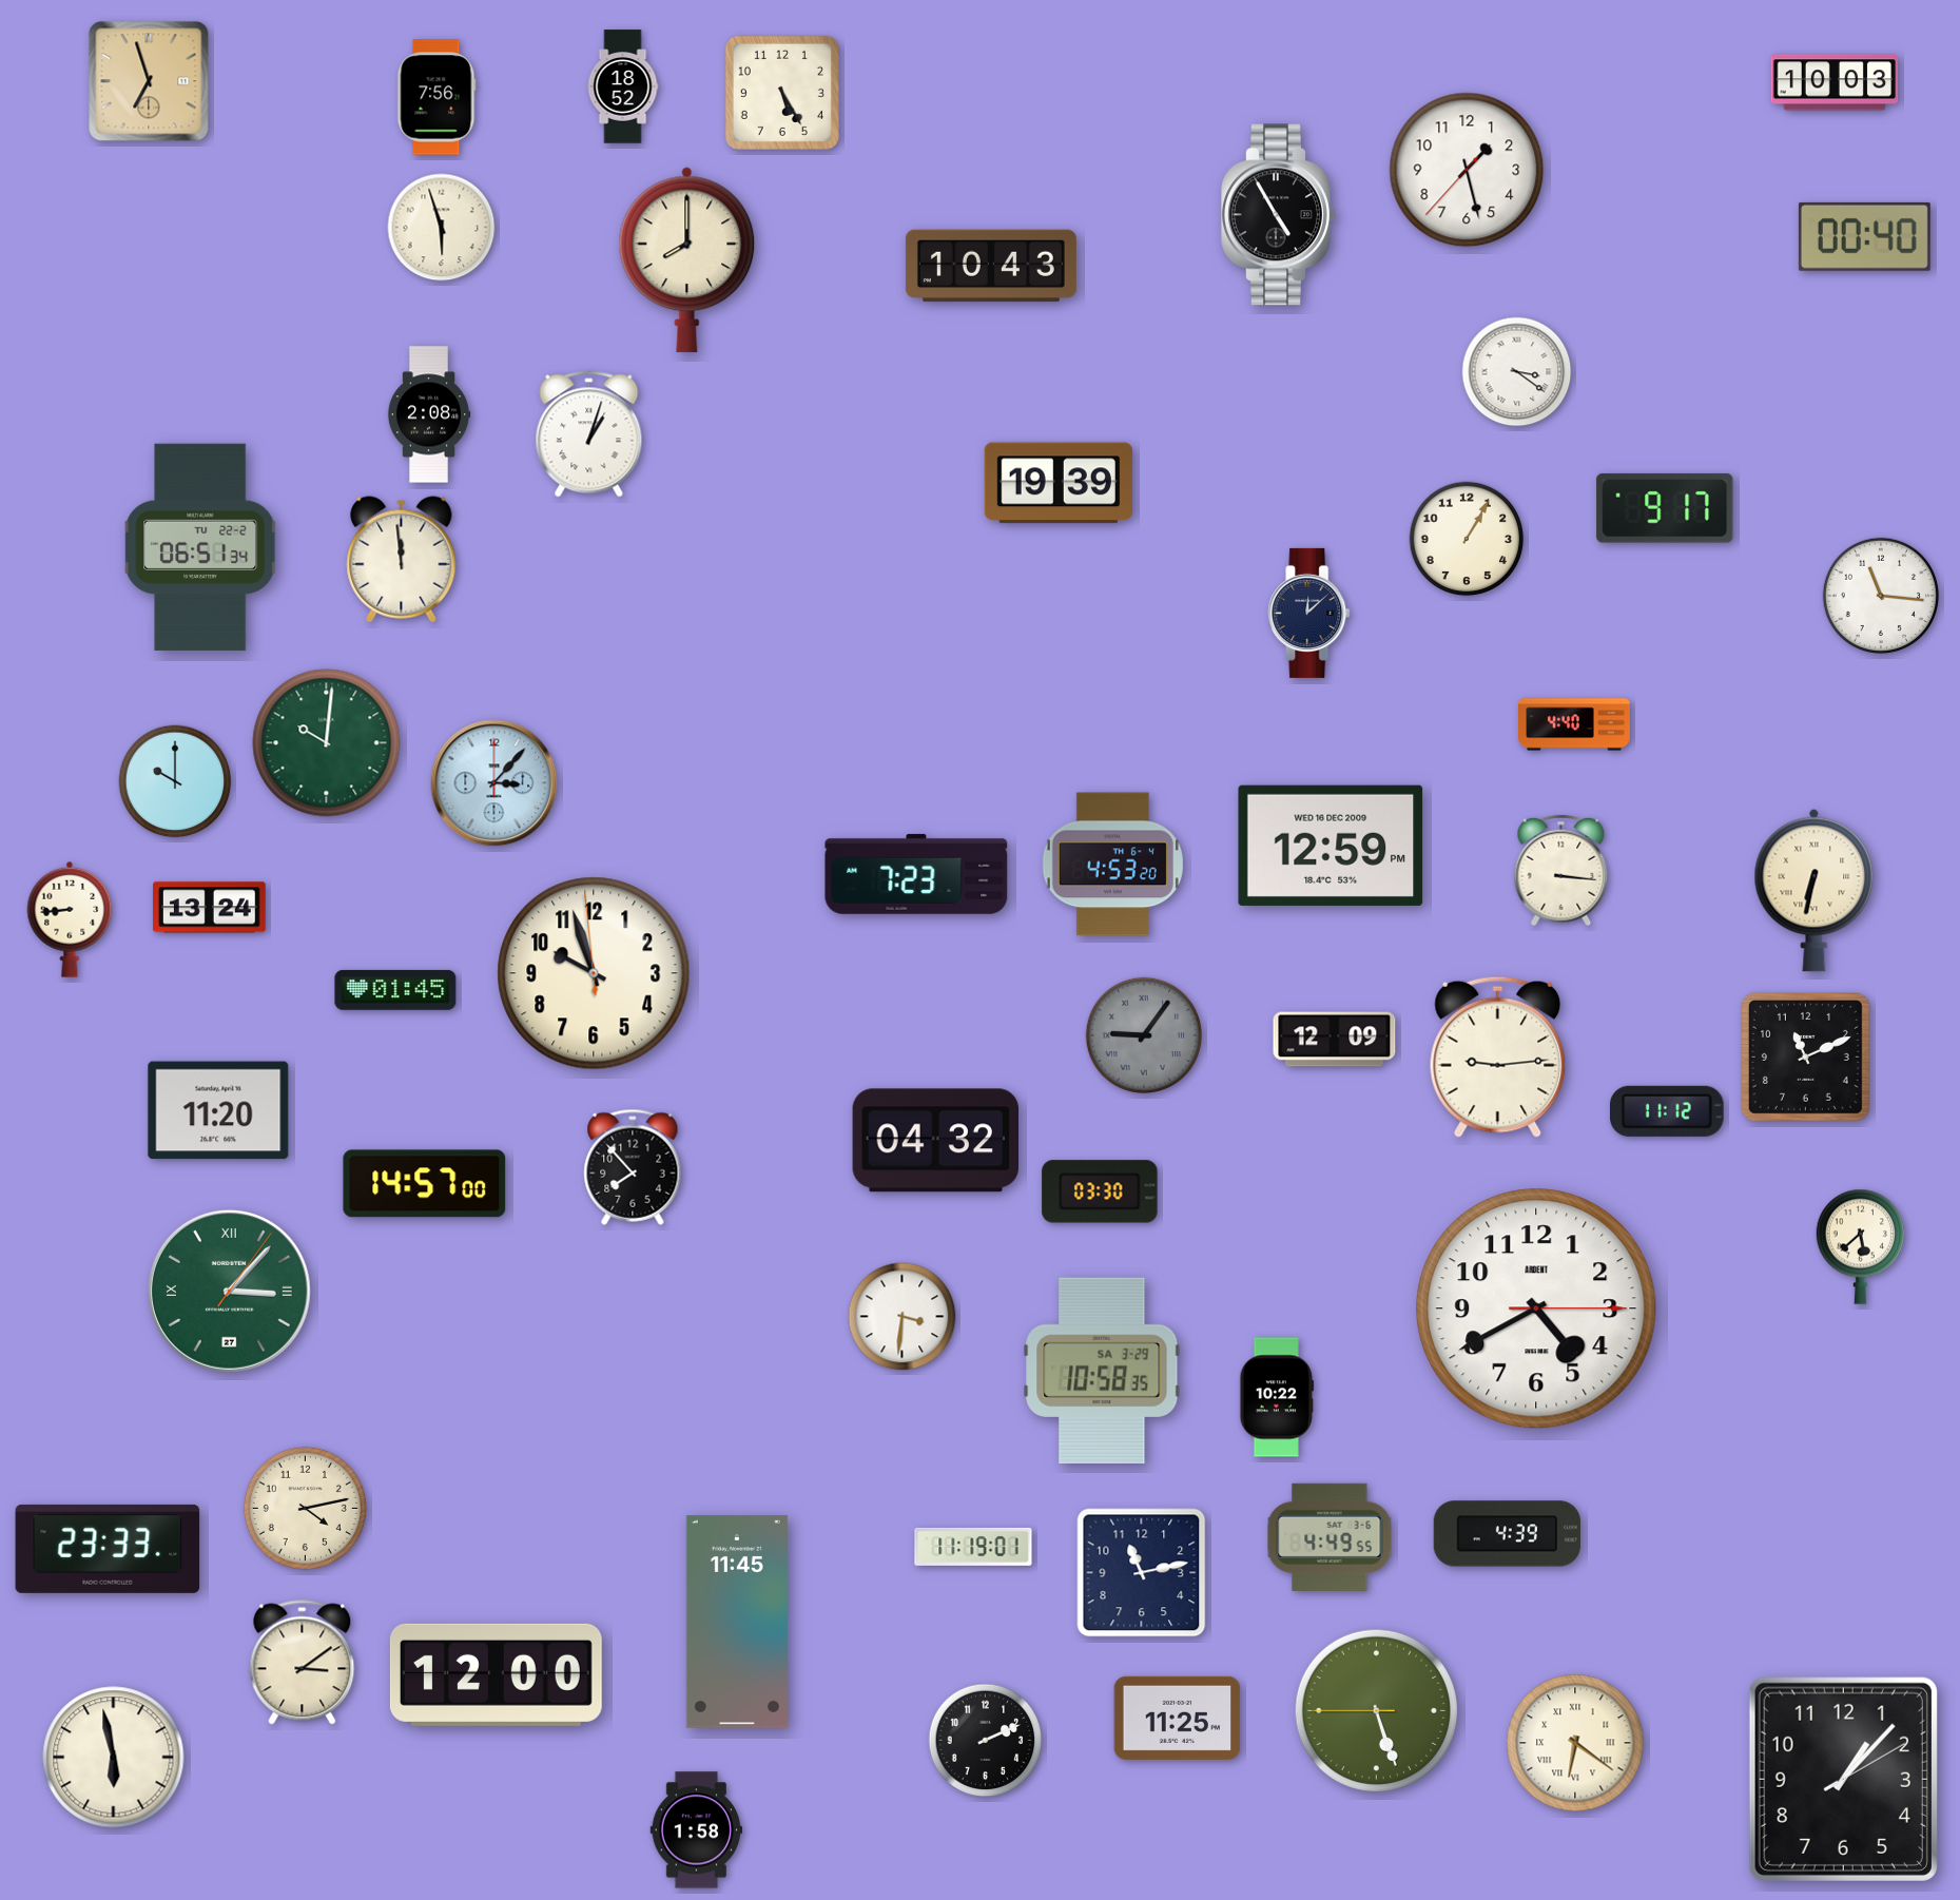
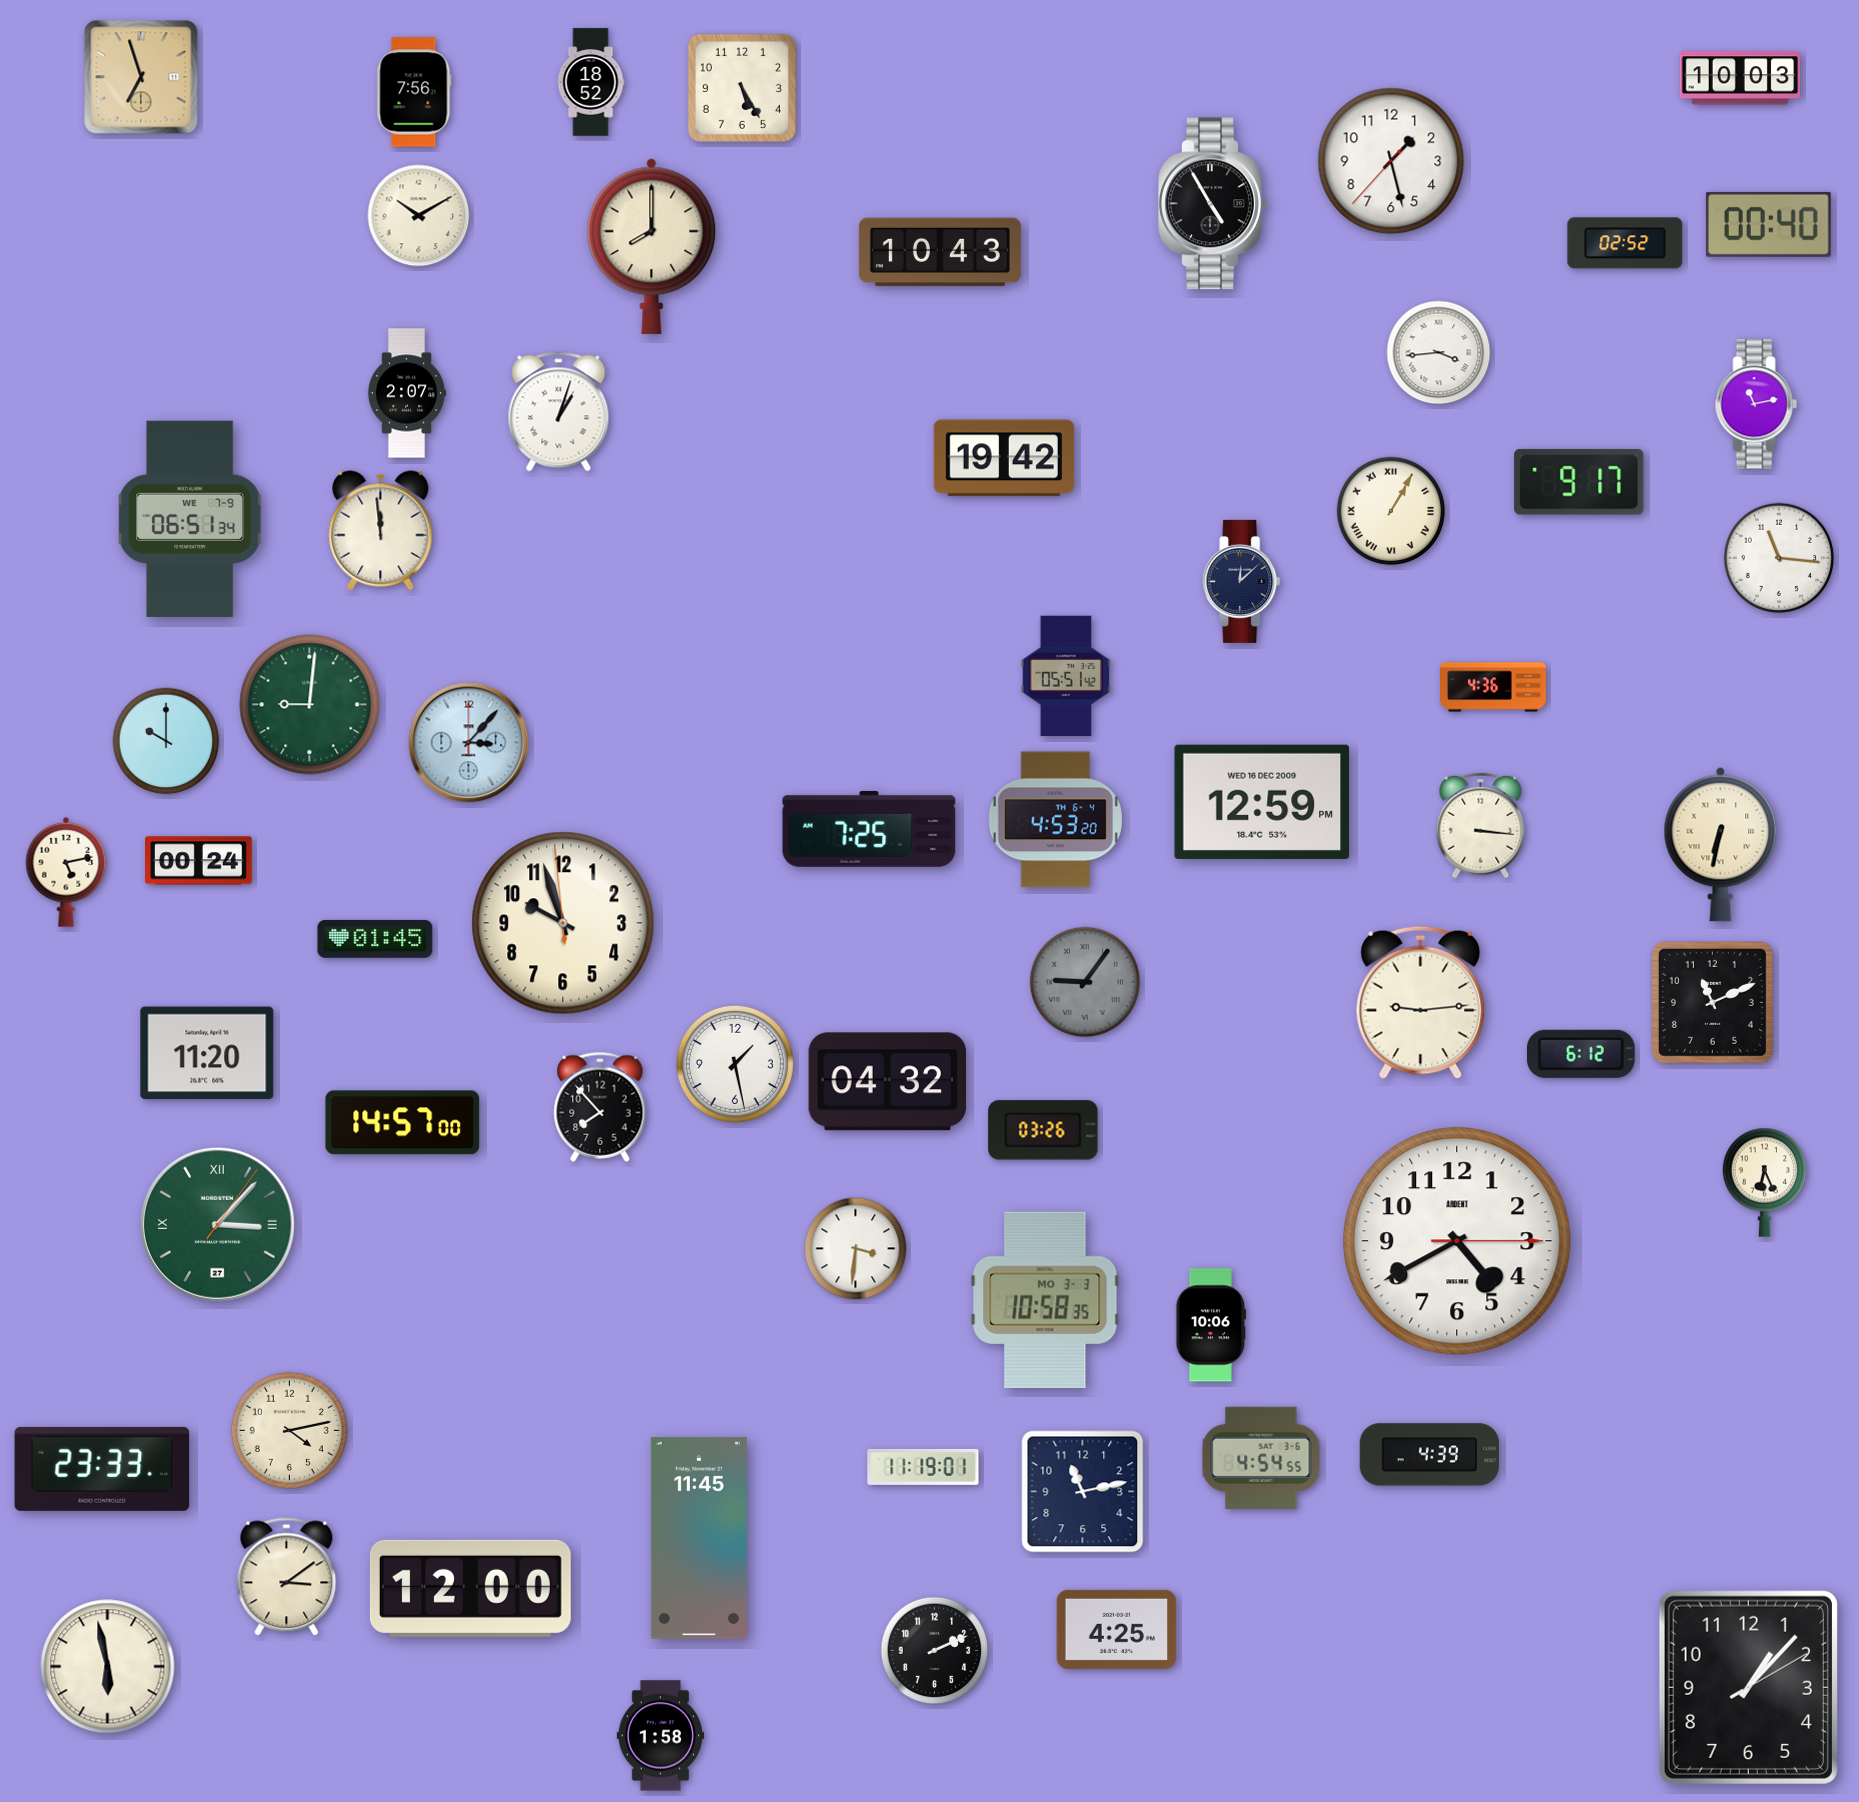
clock at (442, 228): 5:57 -> 10:10
clock at (1625, 243): none -> 02:52
clock at (1517, 372): 3:21 -> 3:44
clock at (429, 414): 2:08 -> 2:07
clock at (1756, 404): none -> 11:13
clock at (1059, 483): 19:39 -> 19:42
clock at (1467, 539) numerals: Arabic -> Roman
clock at (200, 547) date: TU 22-2 -> WE 7-9
clock at (1880, 595) position: (1880, 595) -> (1778, 557)
clock at (1066, 676): none -> 05:51
clock at (1575, 724): 4:40 -> 4:36
clock at (327, 743): 10:01 -> 9:01
clock at (916, 874): 7:23 -> 7:25
clock at (210, 908): 13:24 -> 00:24
clock at (70, 919): 8:44 -> 5:13
clock at (1335, 1040): 12:09 -> none
clock at (1668, 1111): 11:12 -> 6:12
clock at (735, 1064): none -> 1:28
clock at (1100, 1191): 03:30 -> 03:26
clock at (1860, 1246): 5:38 -> 6:26
clock at (1102, 1370) date: SA 3-29 -> MO 3-3
clock at (1277, 1397): 10:22 -> 10:06
clock at (1330, 1537): 4:49 -> 4:54
clock at (1376, 1710): 5:26 -> none
clock at (1178, 1718): 11:25 -> 4:25
clock at (1575, 1743): 6:21 -> none
